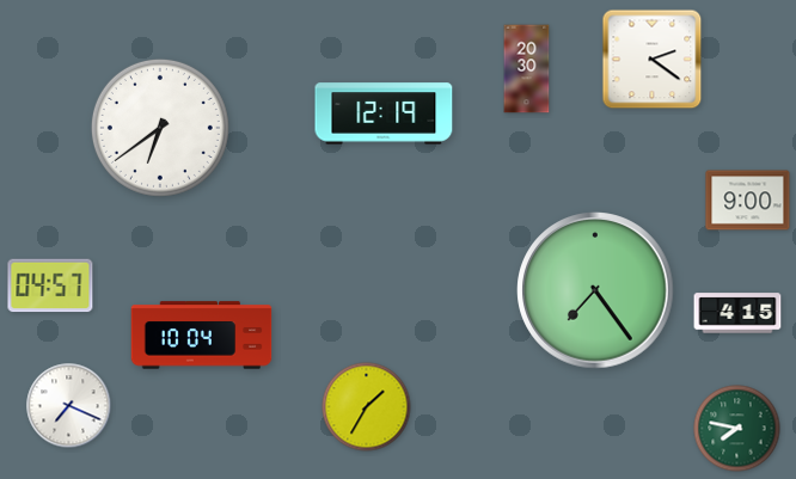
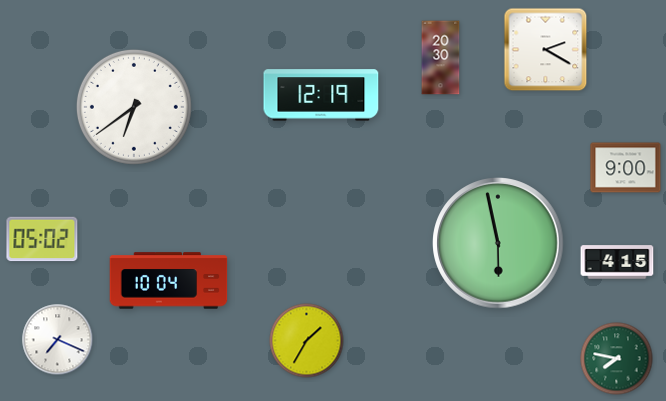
clock at (653, 60): 2:21 -> 2:20
clock at (50, 285): 04:57 -> 05:02
clock at (595, 290): 7:24 -> 5:58
